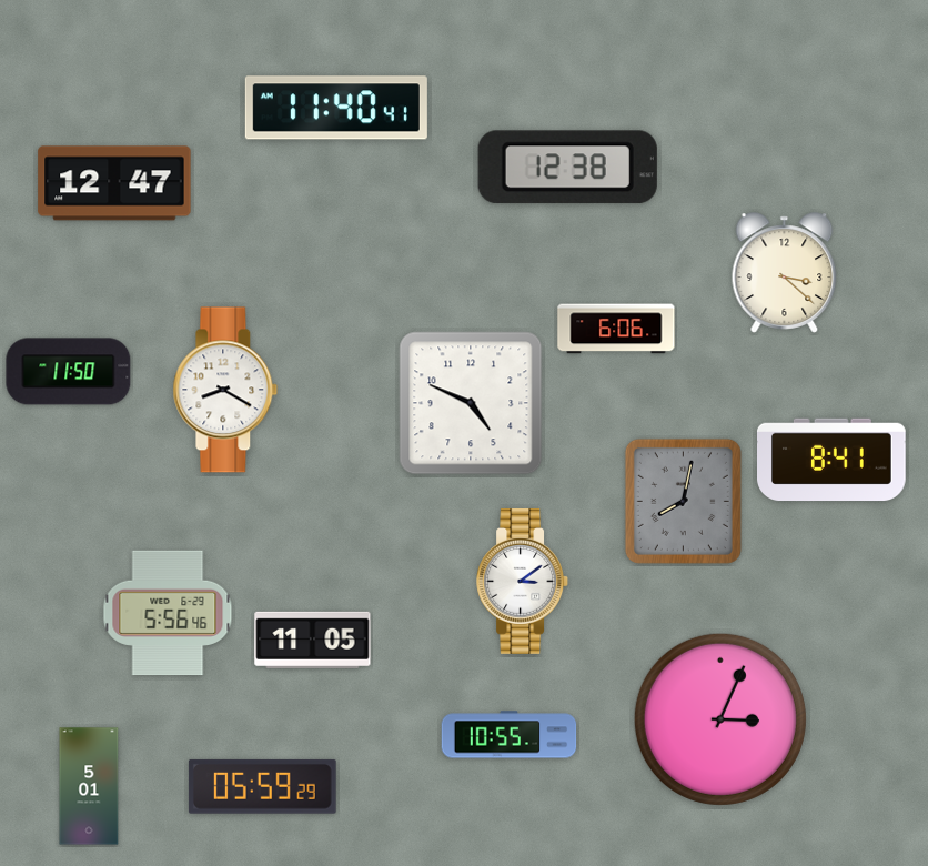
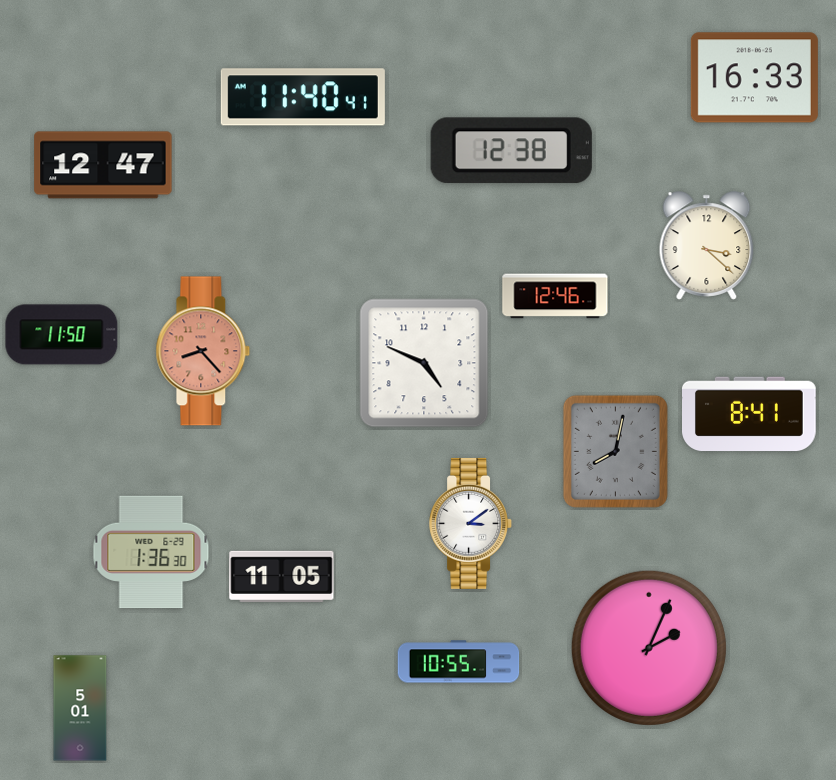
clock at (754, 78): none -> 16:33
clock at (616, 329): 6:06 -> 12:46
clock at (225, 390): 8:20 -> 8:23
clock at (225, 390) dial: white -> salmon
clock at (168, 613): 5:56 -> 1:36
clock at (720, 719): 3:04 -> 2:04
clock at (262, 786): 05:59 -> none
